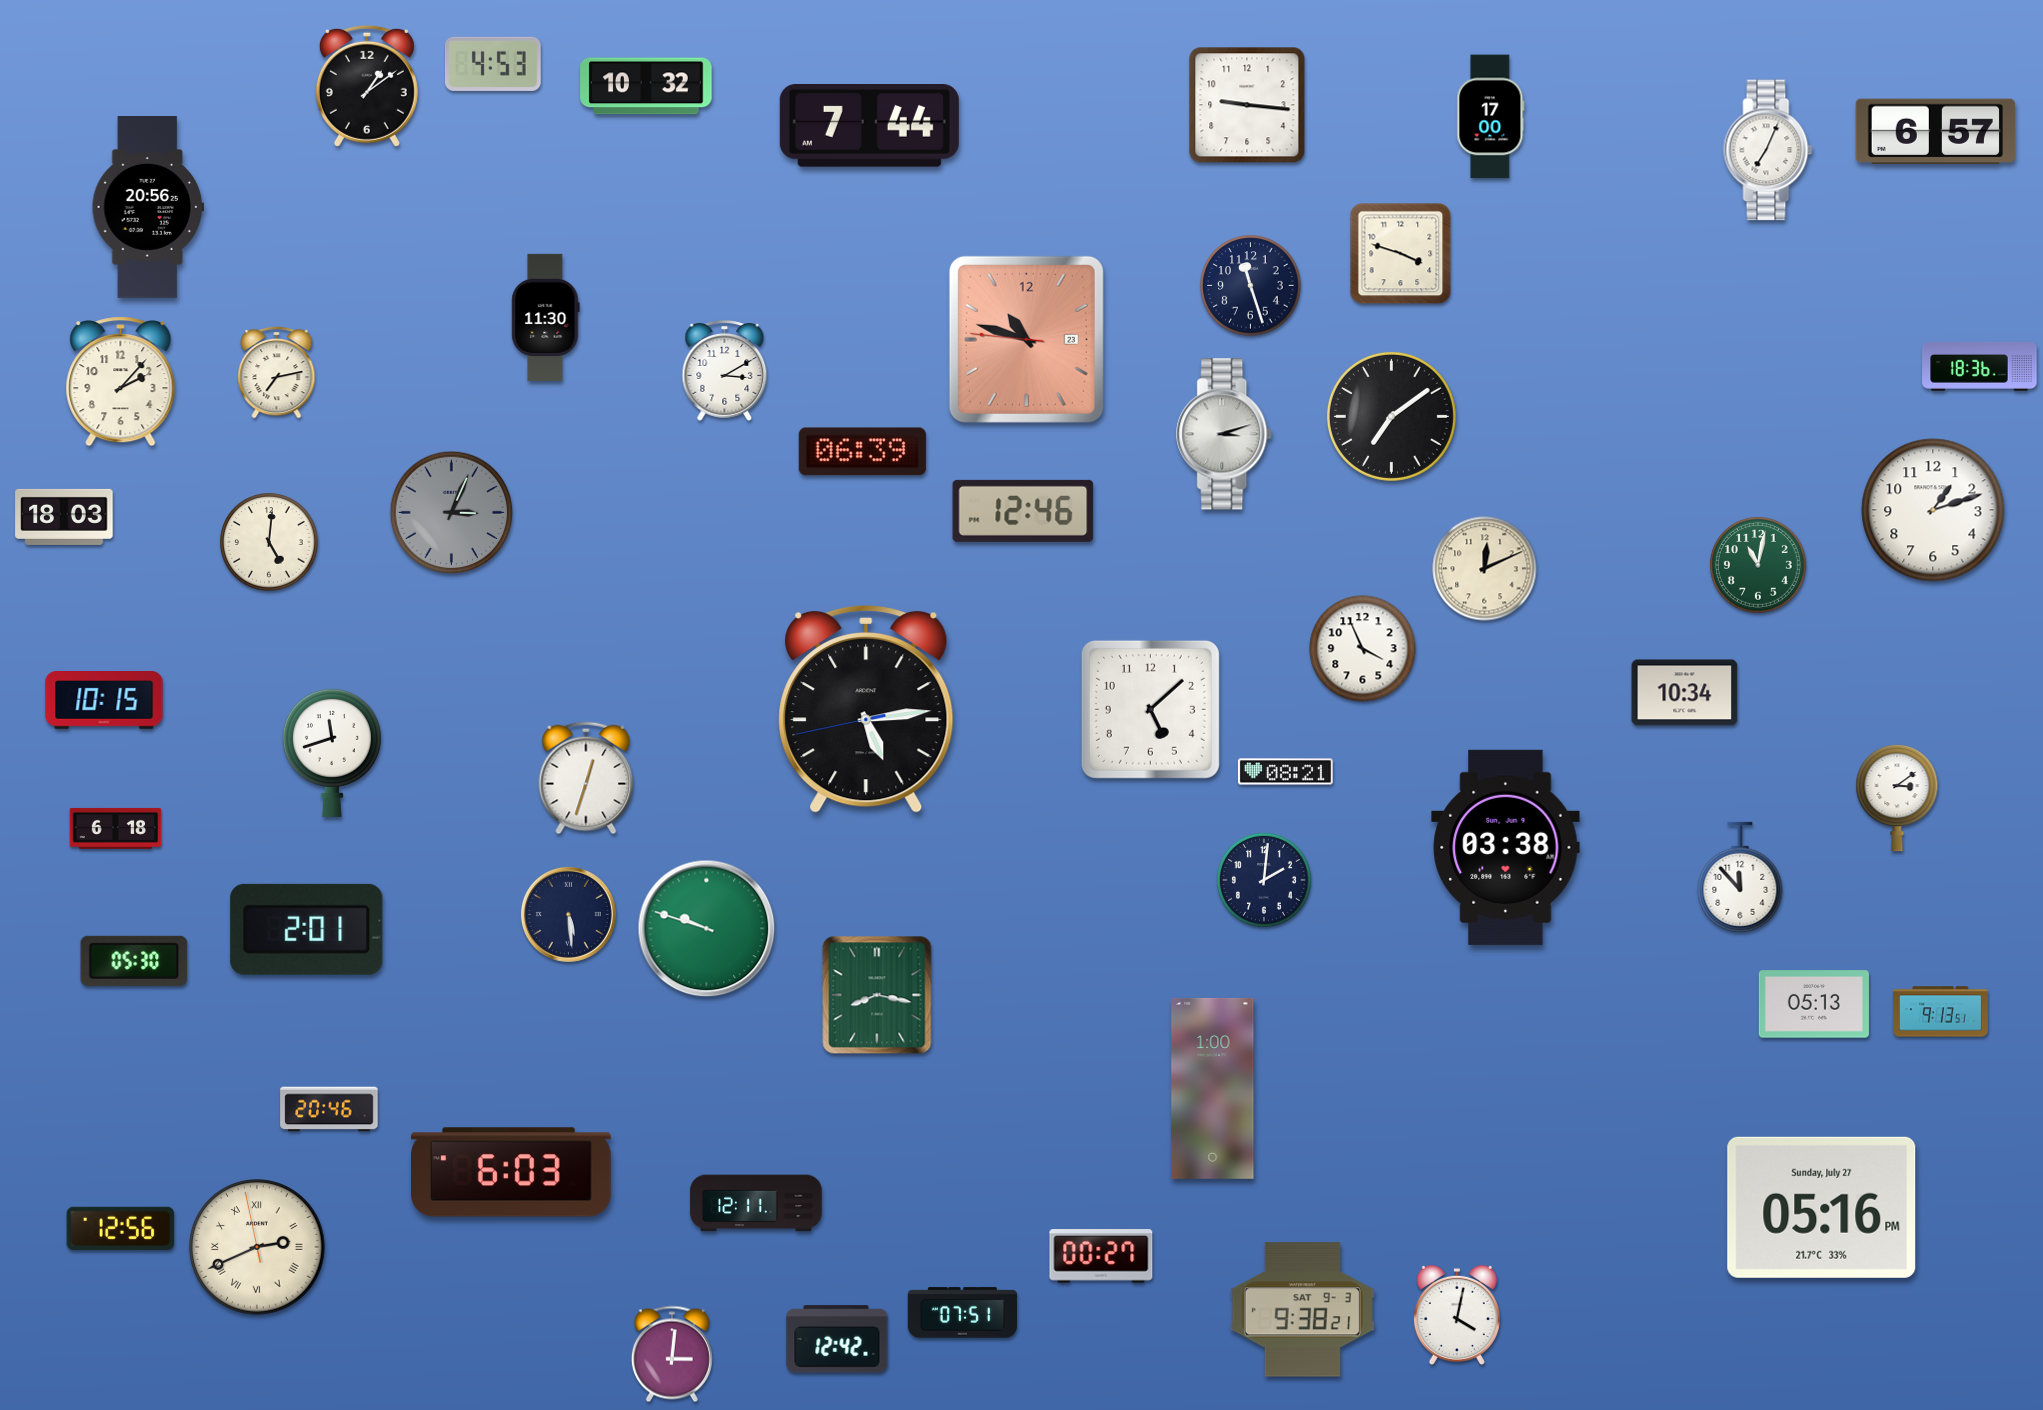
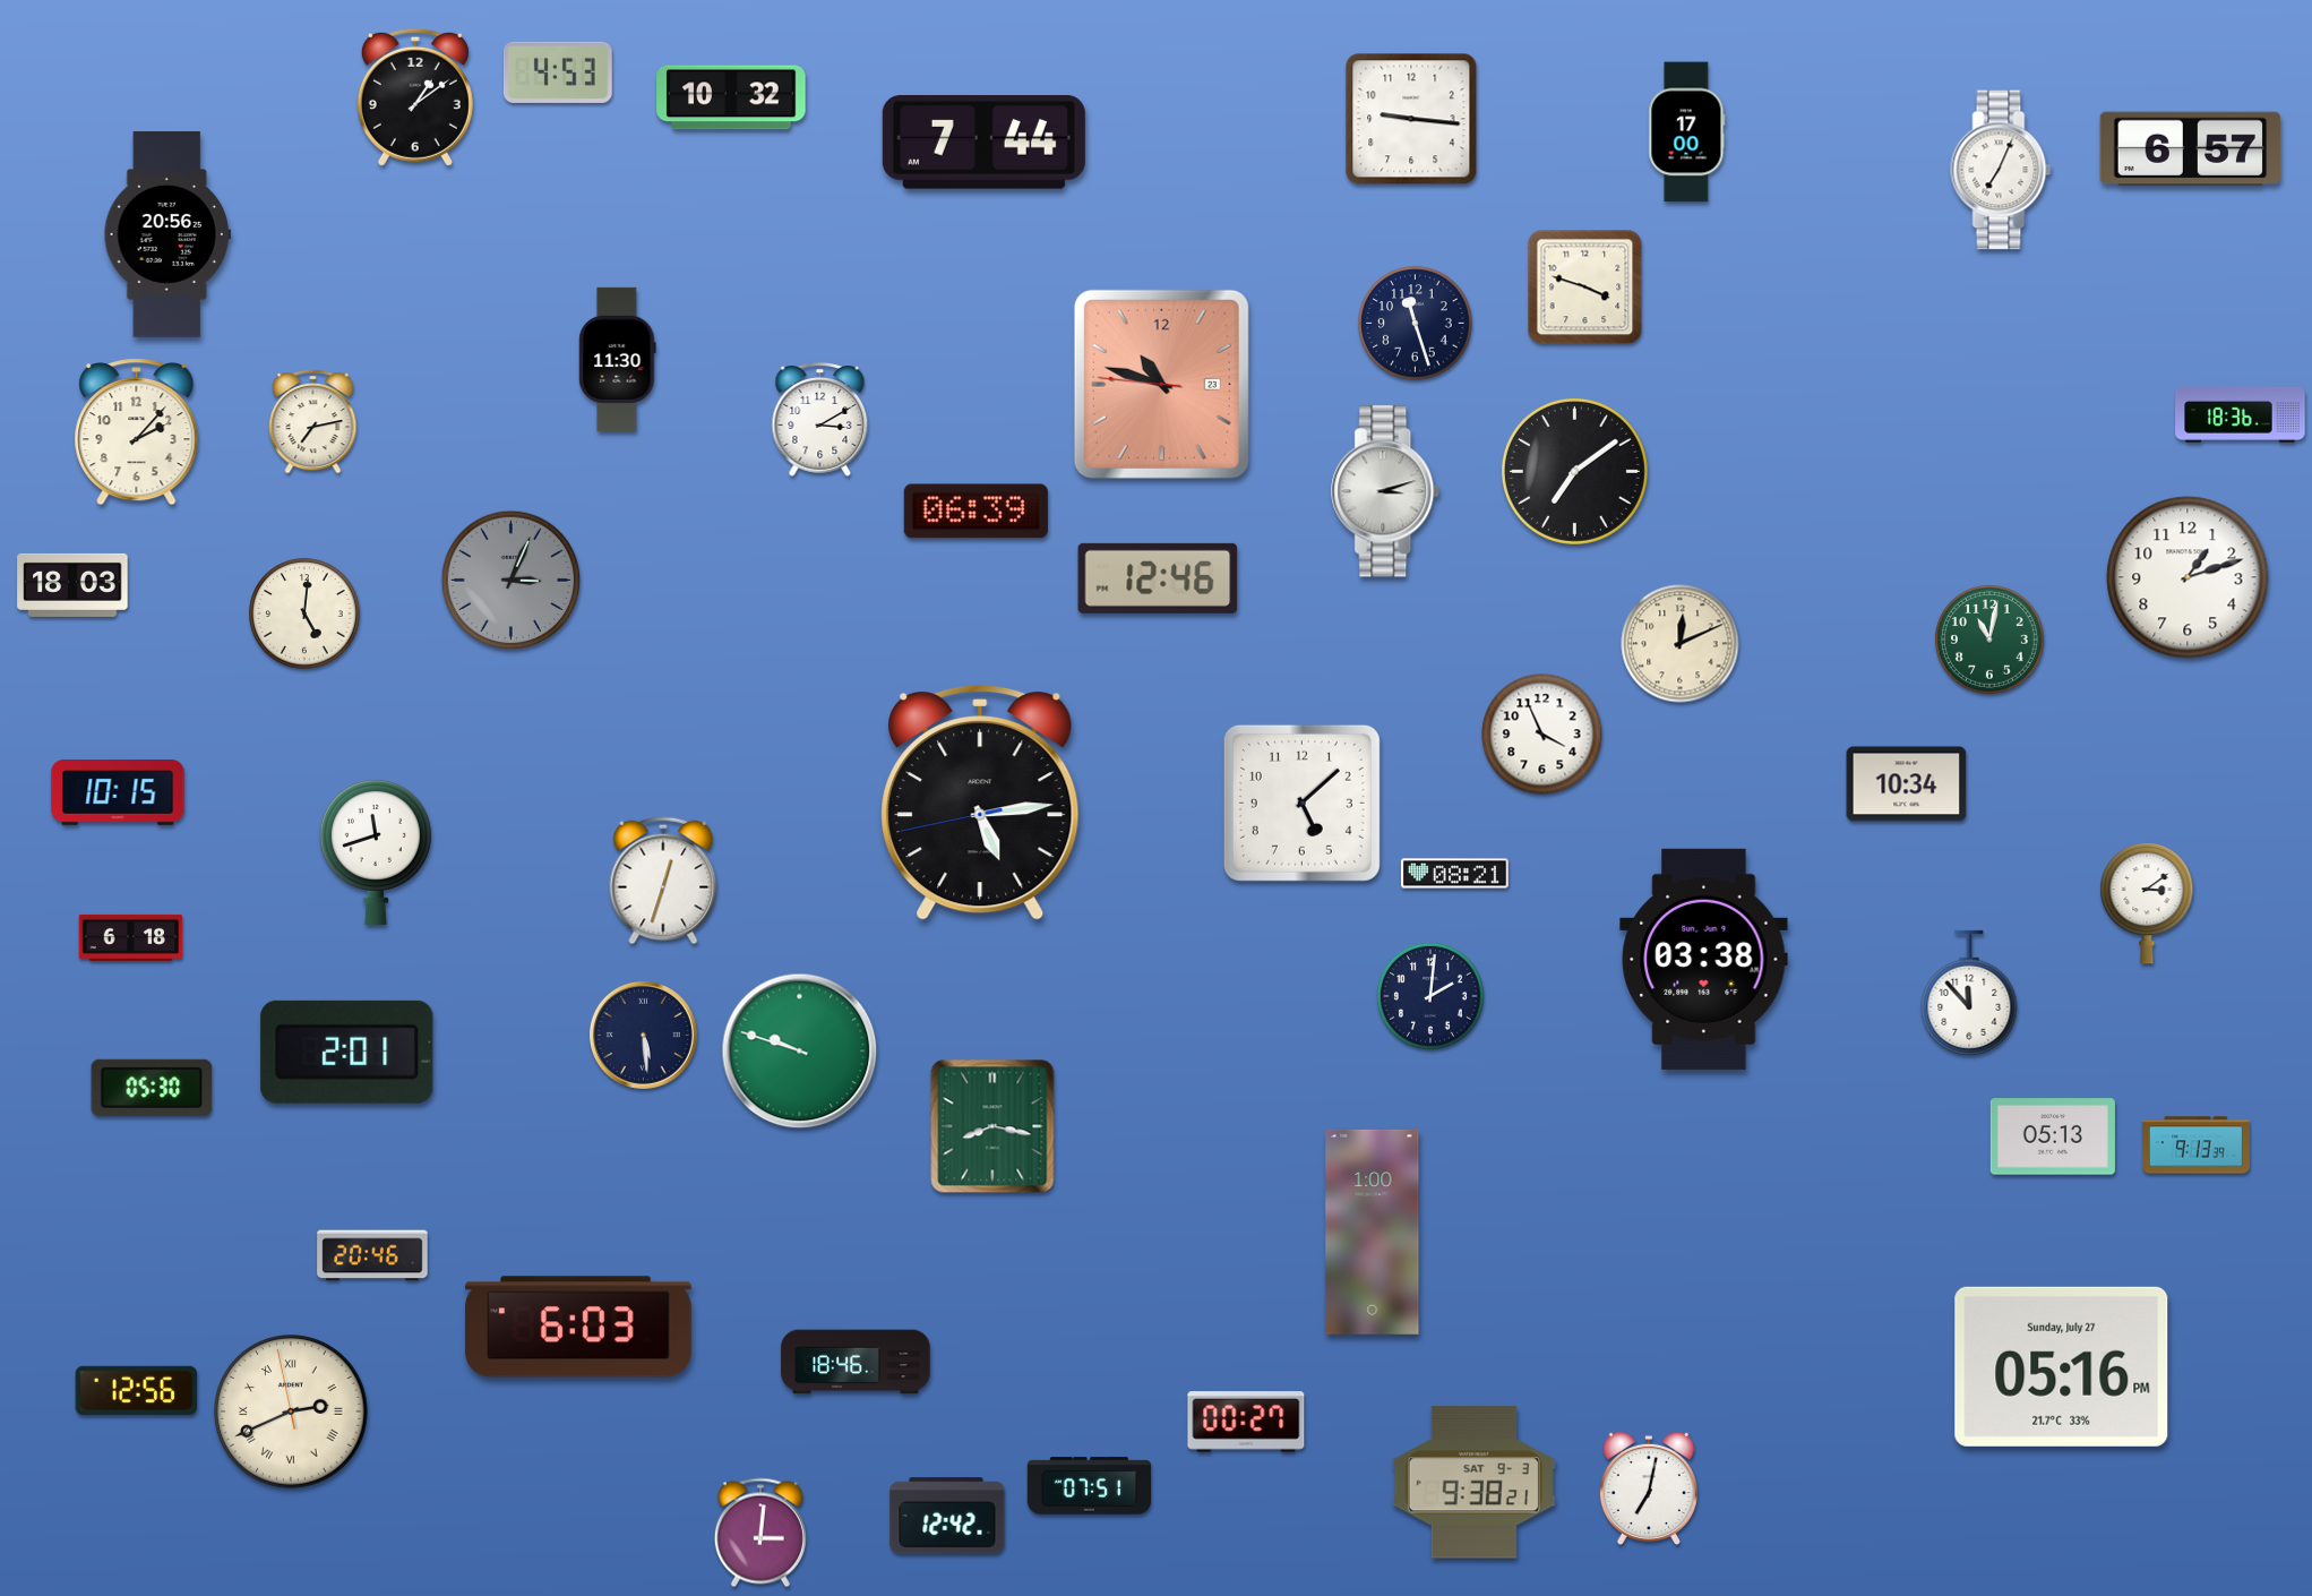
clock at (1940, 1012): 9:13:51 -> 9:13:39
clock at (756, 1203): 12:11 -> 18:46
clock at (1457, 1315): 4:02 -> 7:02
